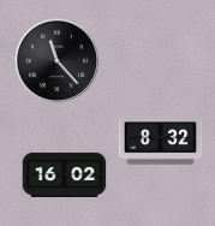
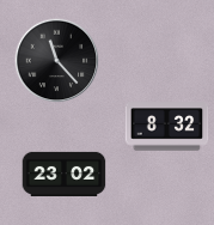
clock at (161, 141) position: (161, 141) -> (167, 127)
clock at (65, 174): 16:02 -> 23:02
